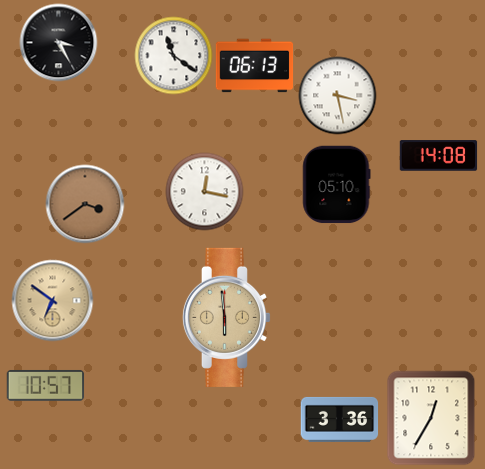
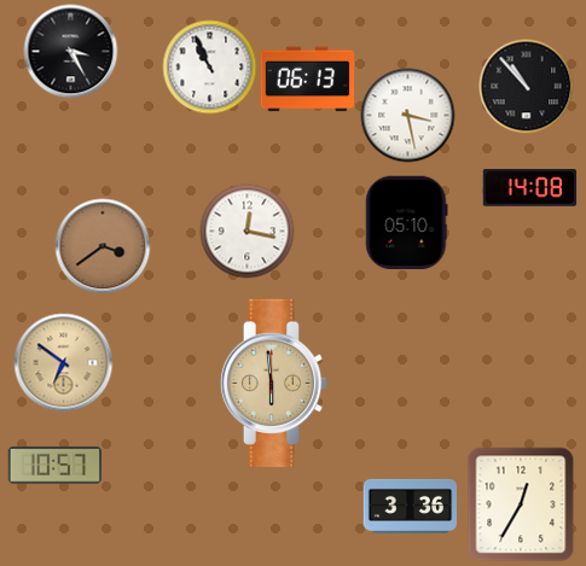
clock at (173, 55): 11:21 -> 10:56
clock at (526, 86): none -> 10:53
